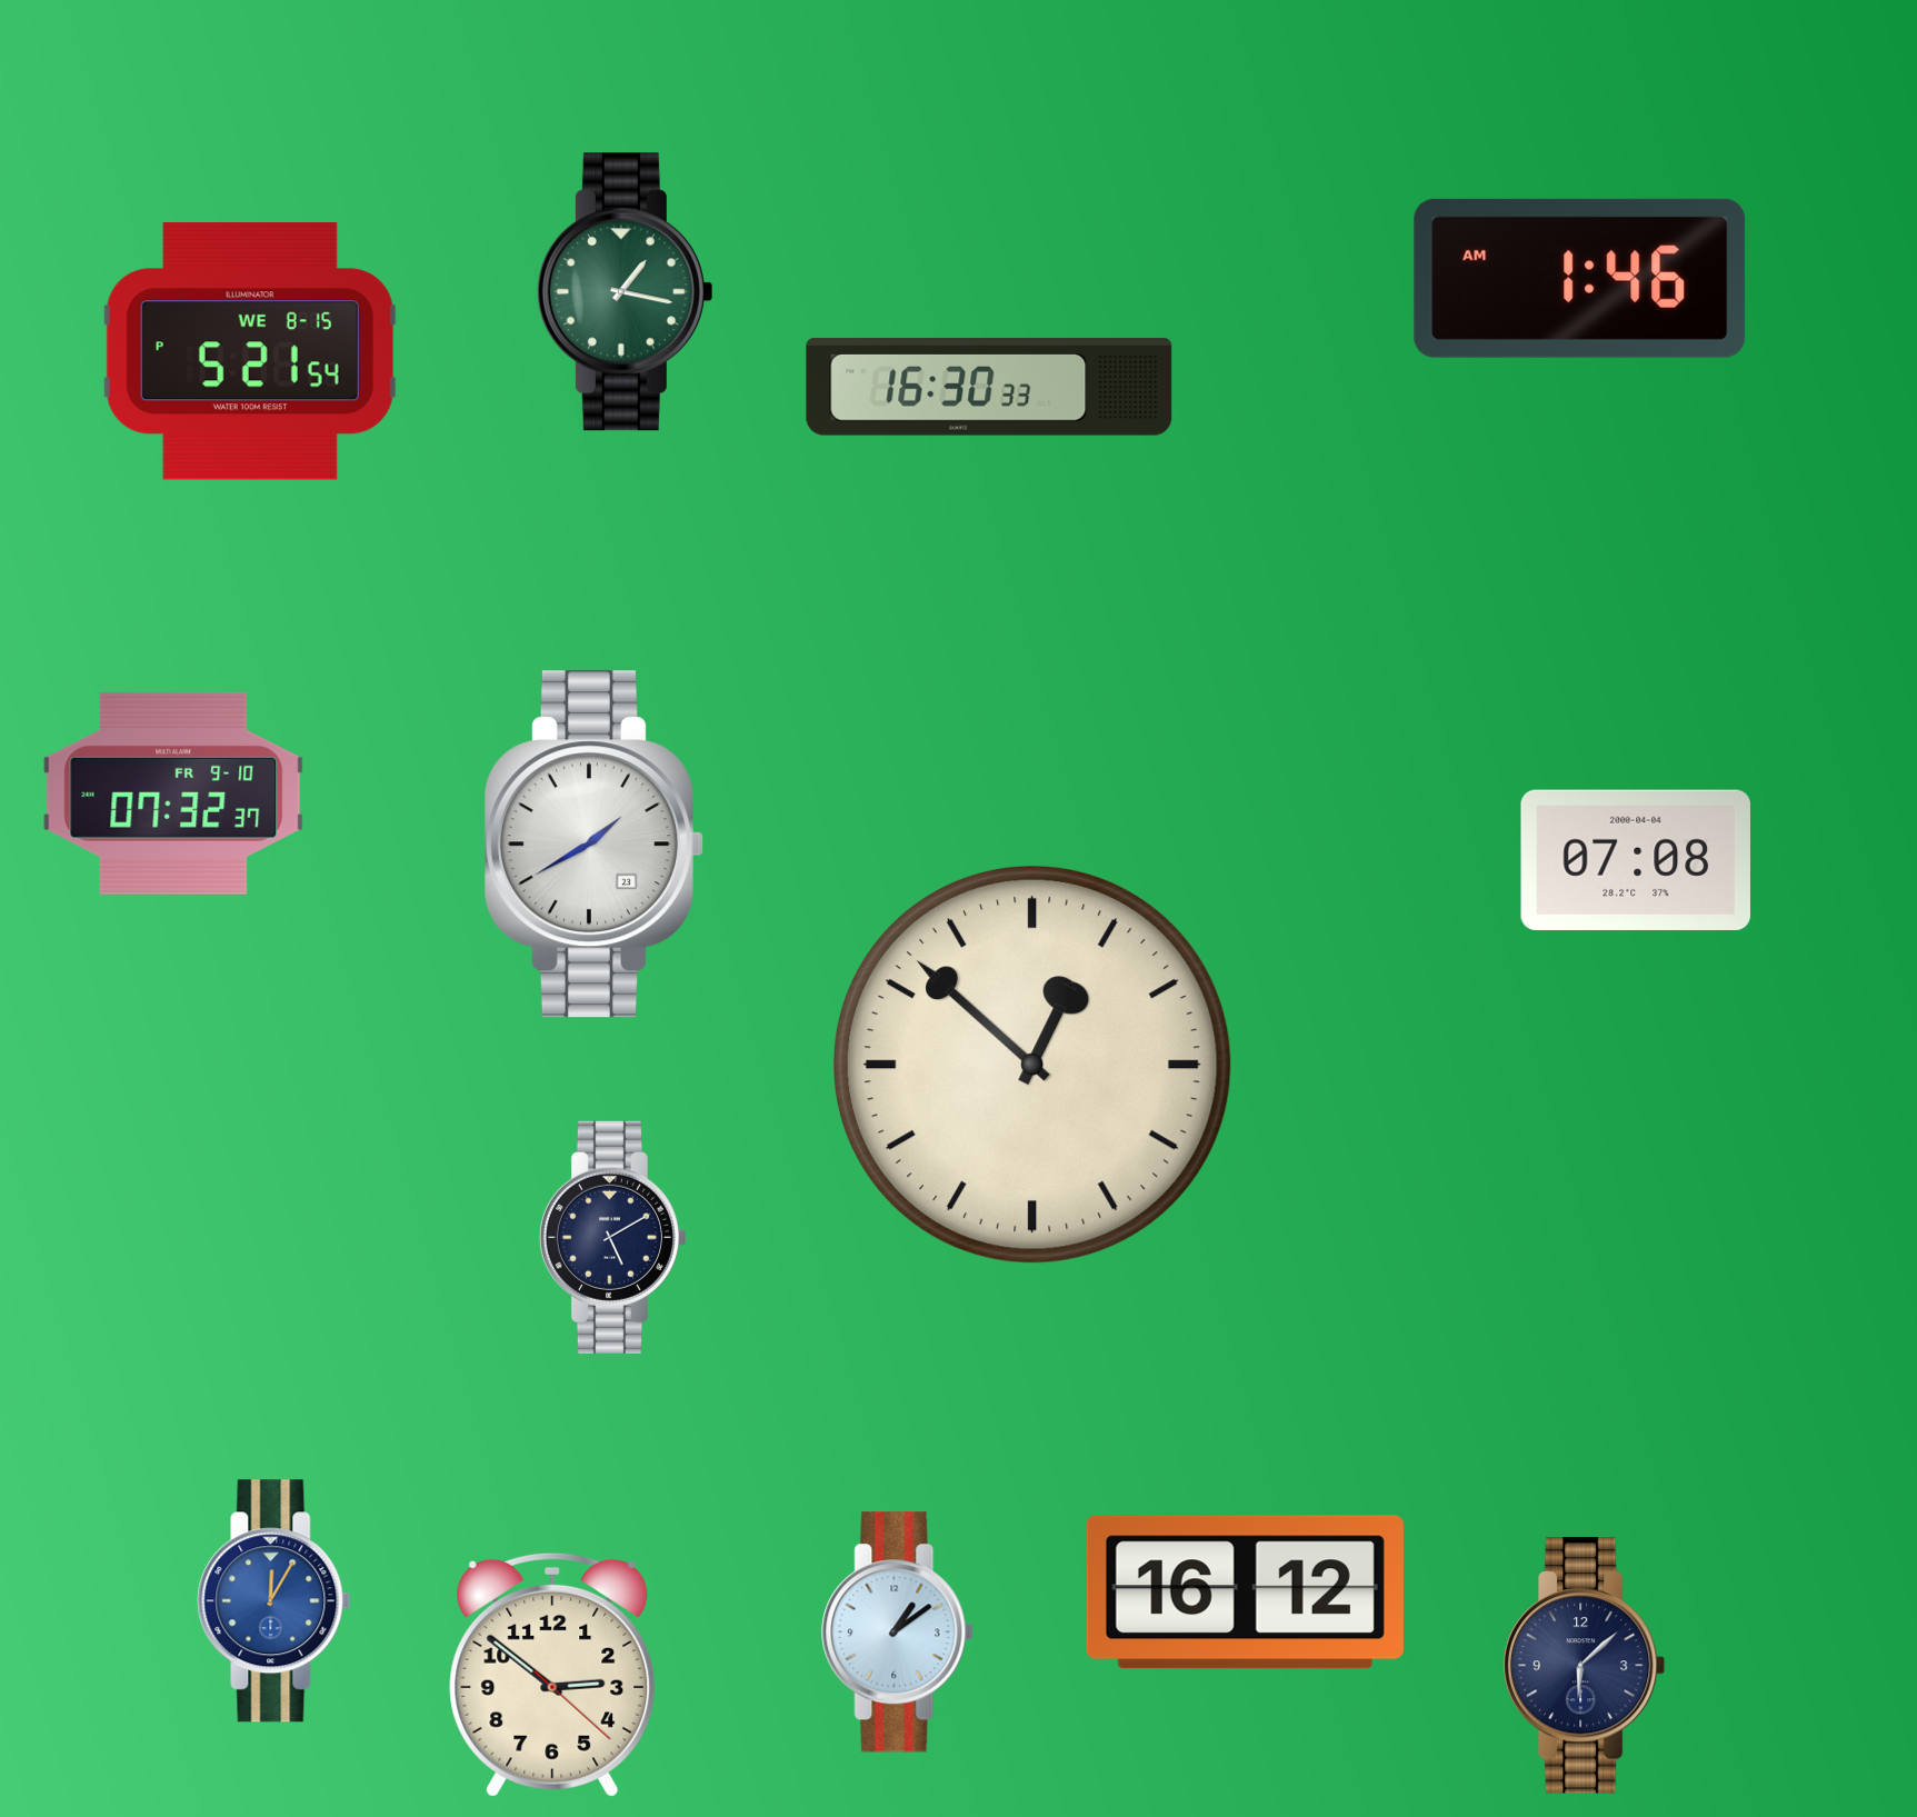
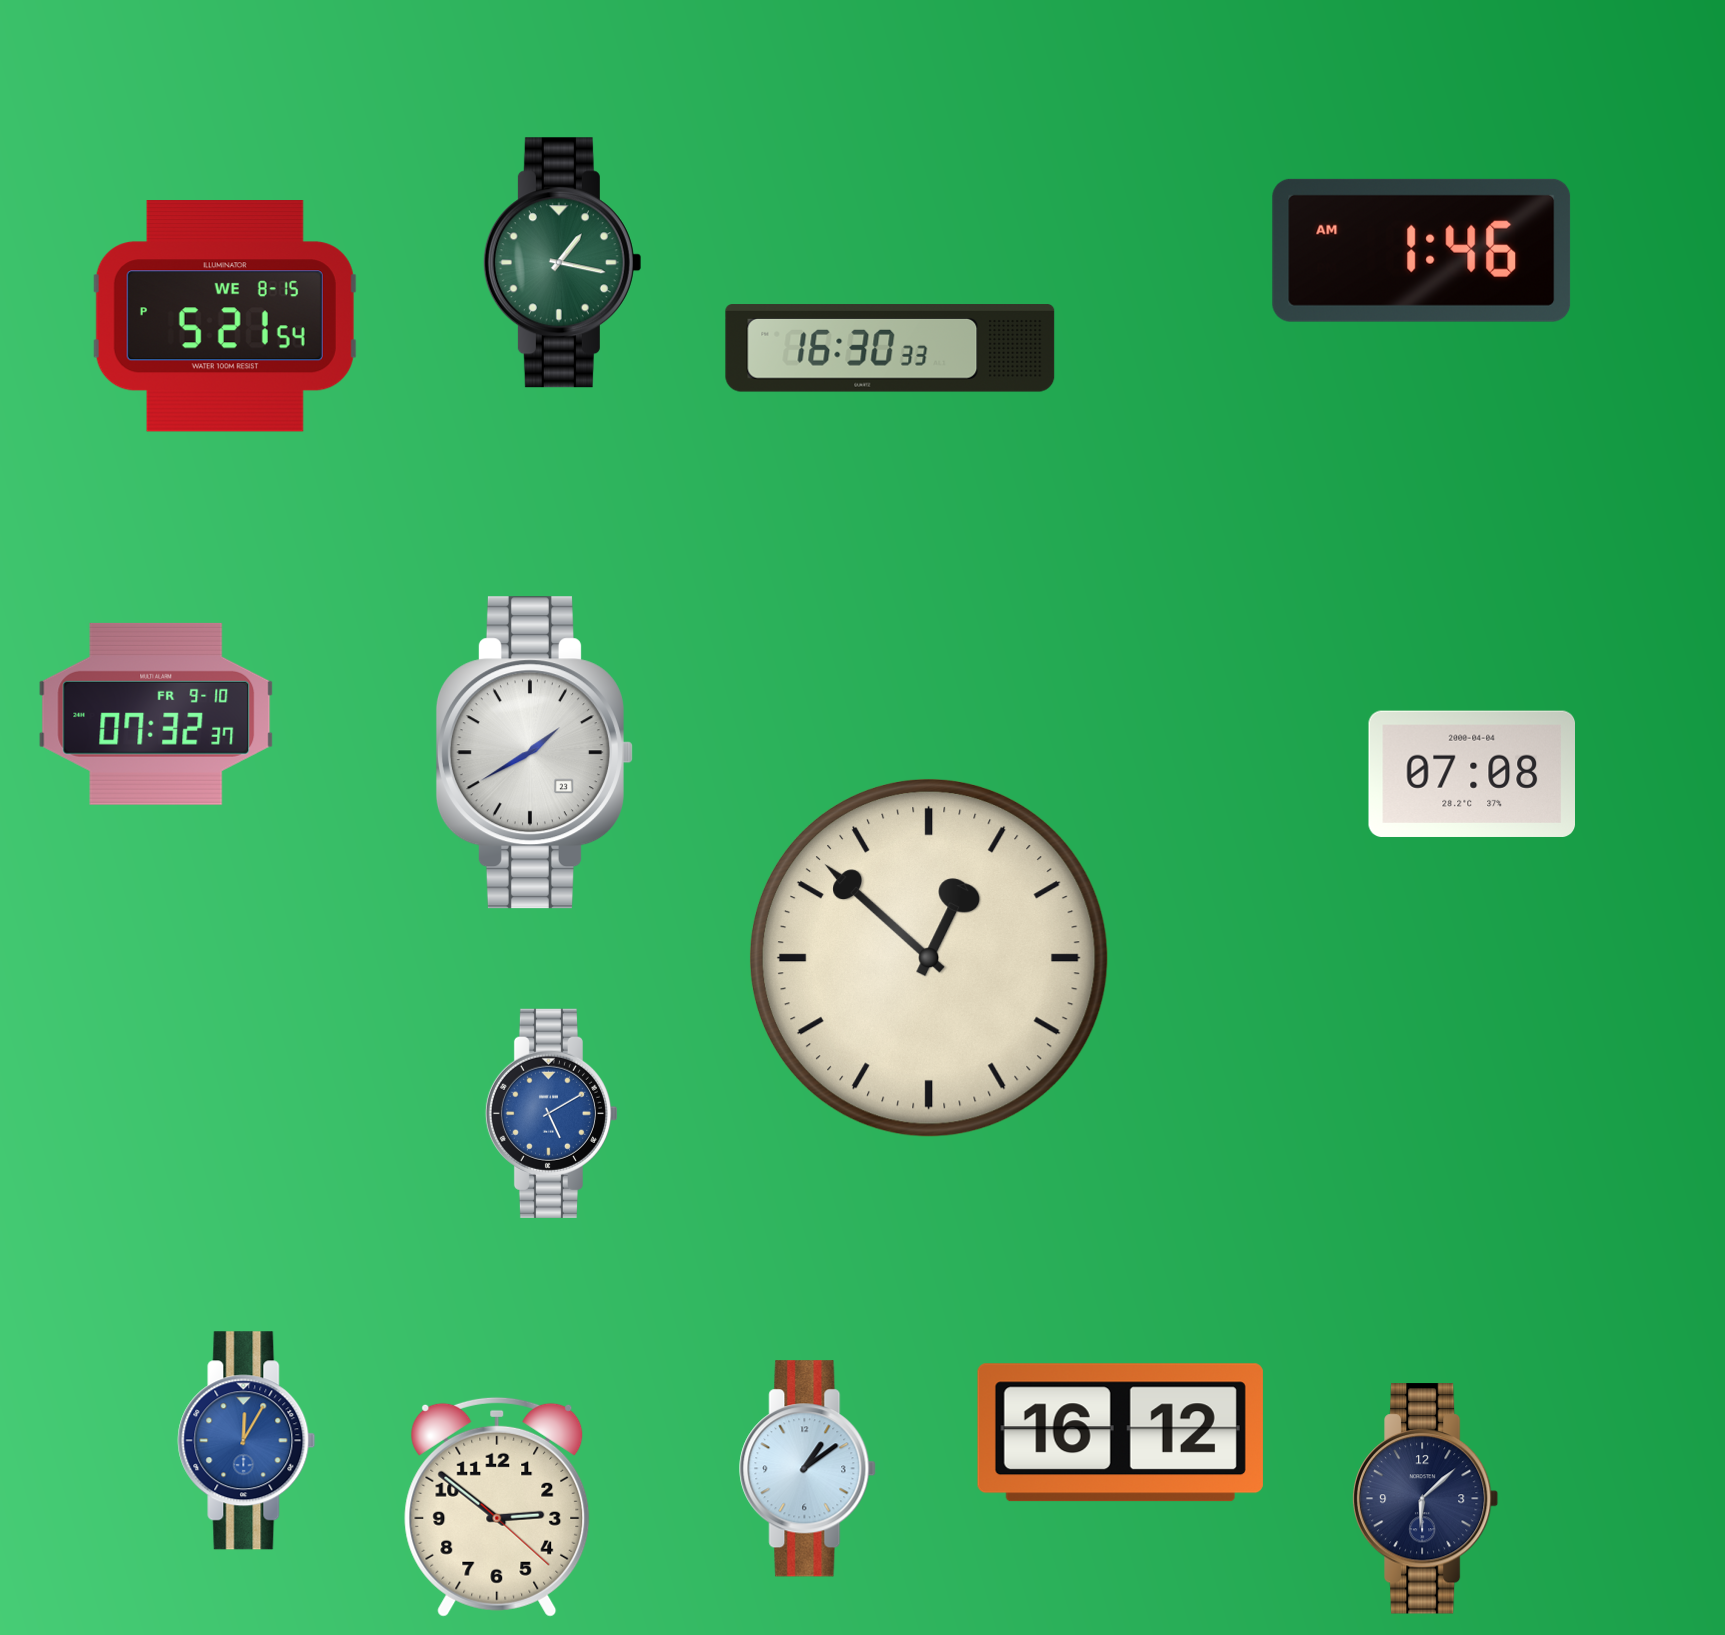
clock at (593, 845) position: (593, 845) -> (534, 753)
clock at (612, 1237) dial: navy -> blue
